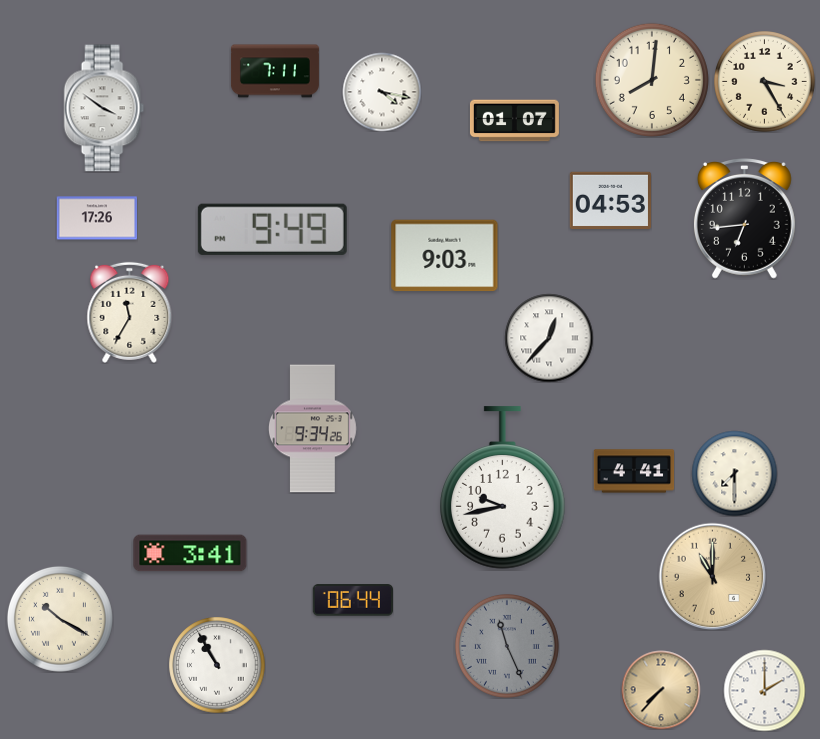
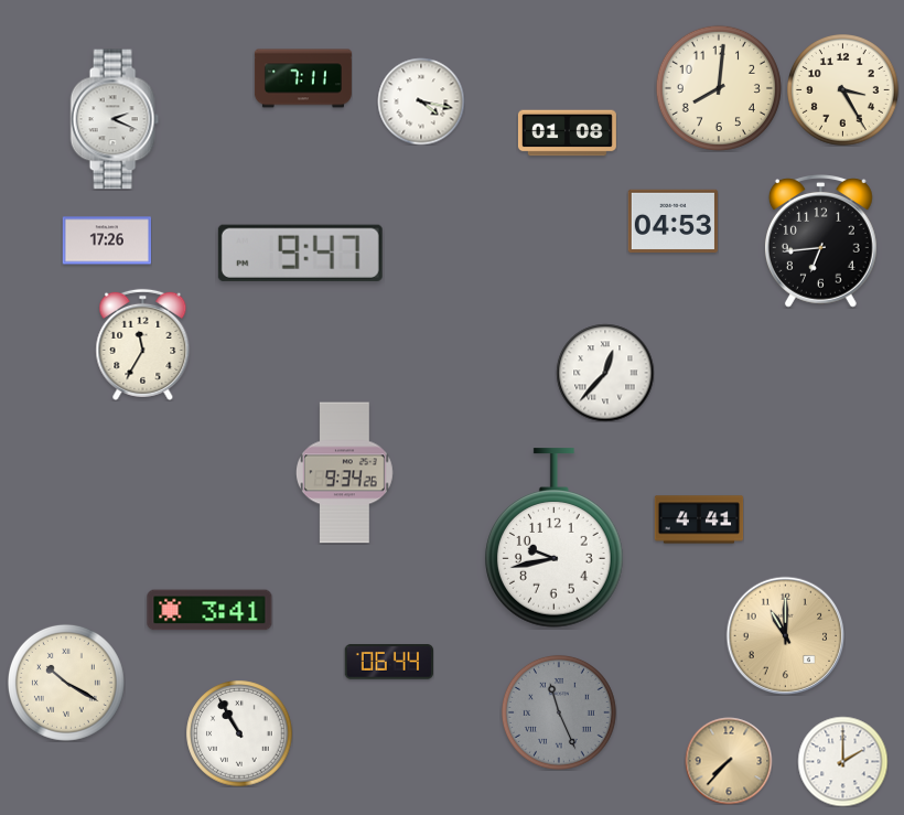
clock at (104, 108): 3:51 -> 2:19
clock at (514, 121): 01:07 -> 01:08
clock at (272, 229): 9:49 -> 9:47
clock at (445, 256): 9:03 -> none
clock at (734, 473): 7:30 -> none
